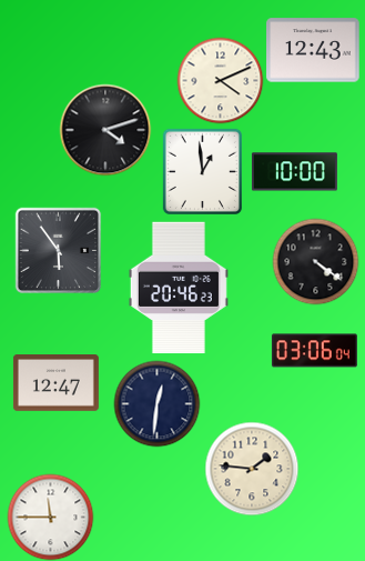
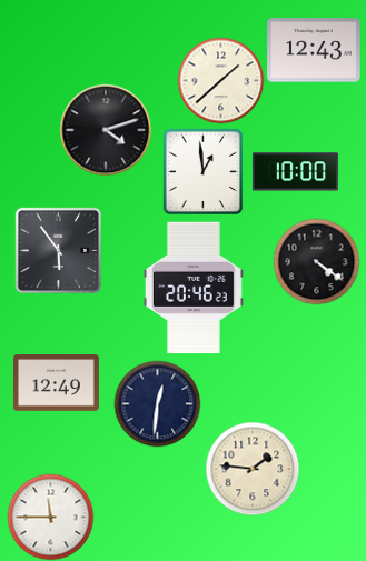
clock at (220, 80): 4:11 -> 1:38
clock at (179, 288) position: (179, 288) -> (194, 288)
clock at (314, 351): 03:06 -> none
clock at (55, 383): 12:47 -> 12:49
